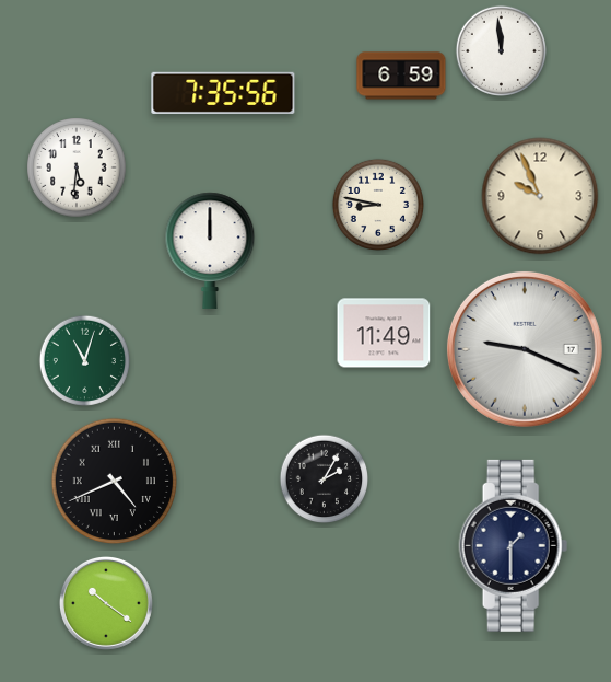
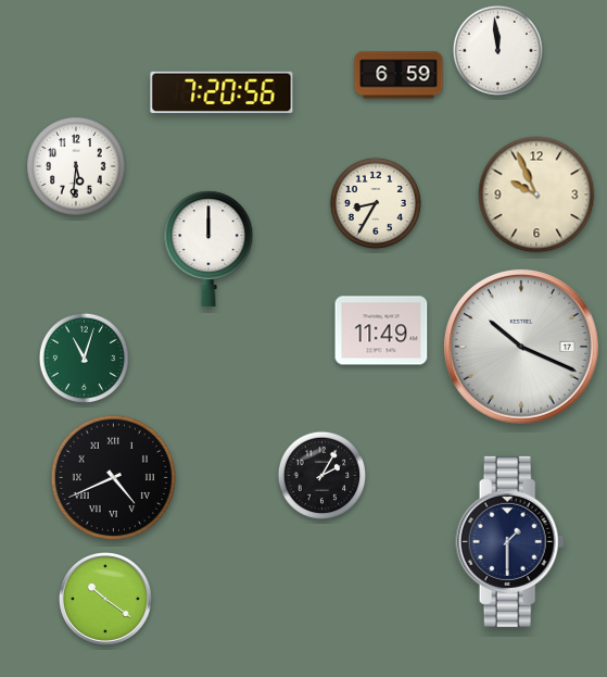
clock at (223, 93): 7:35 -> 7:20
clock at (378, 205): 8:47 -> 8:35
clock at (525, 349): 9:19 -> 10:19
